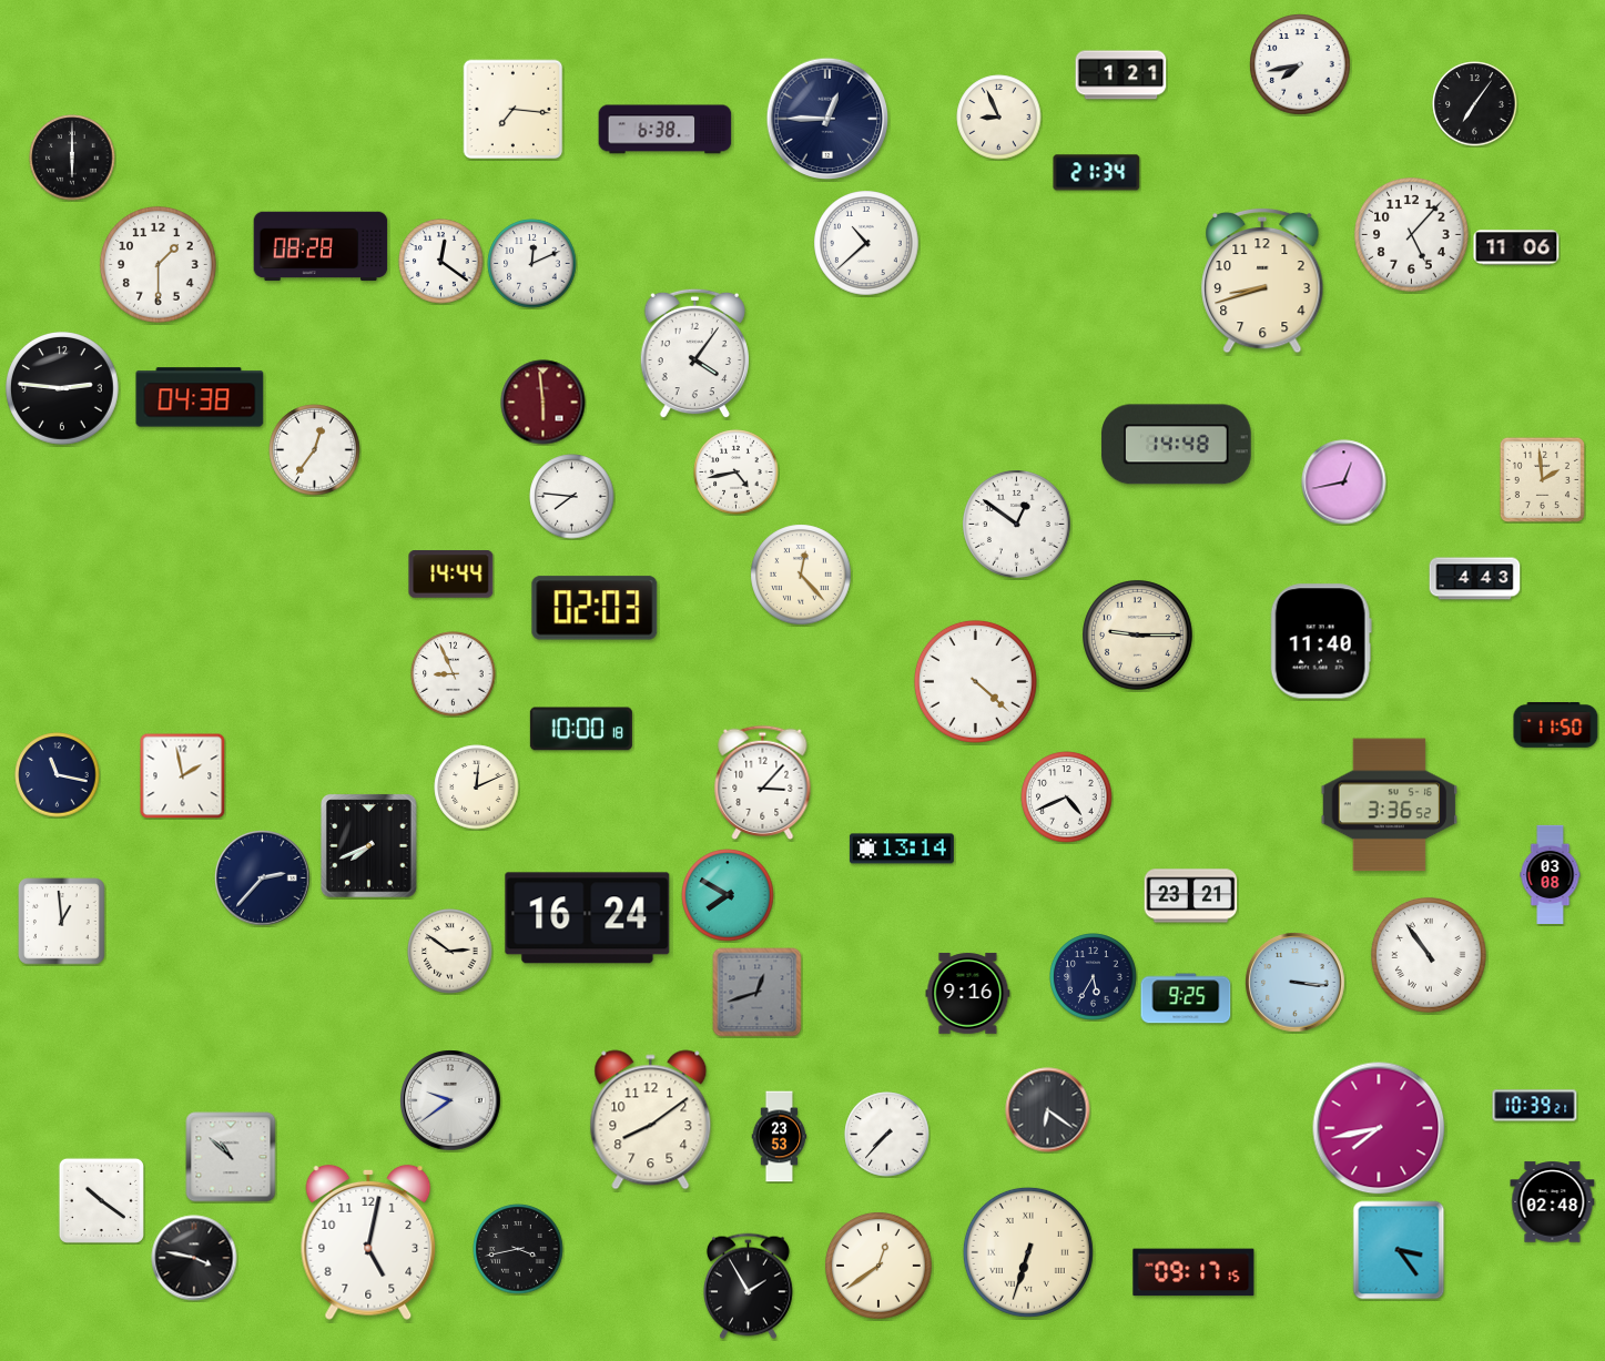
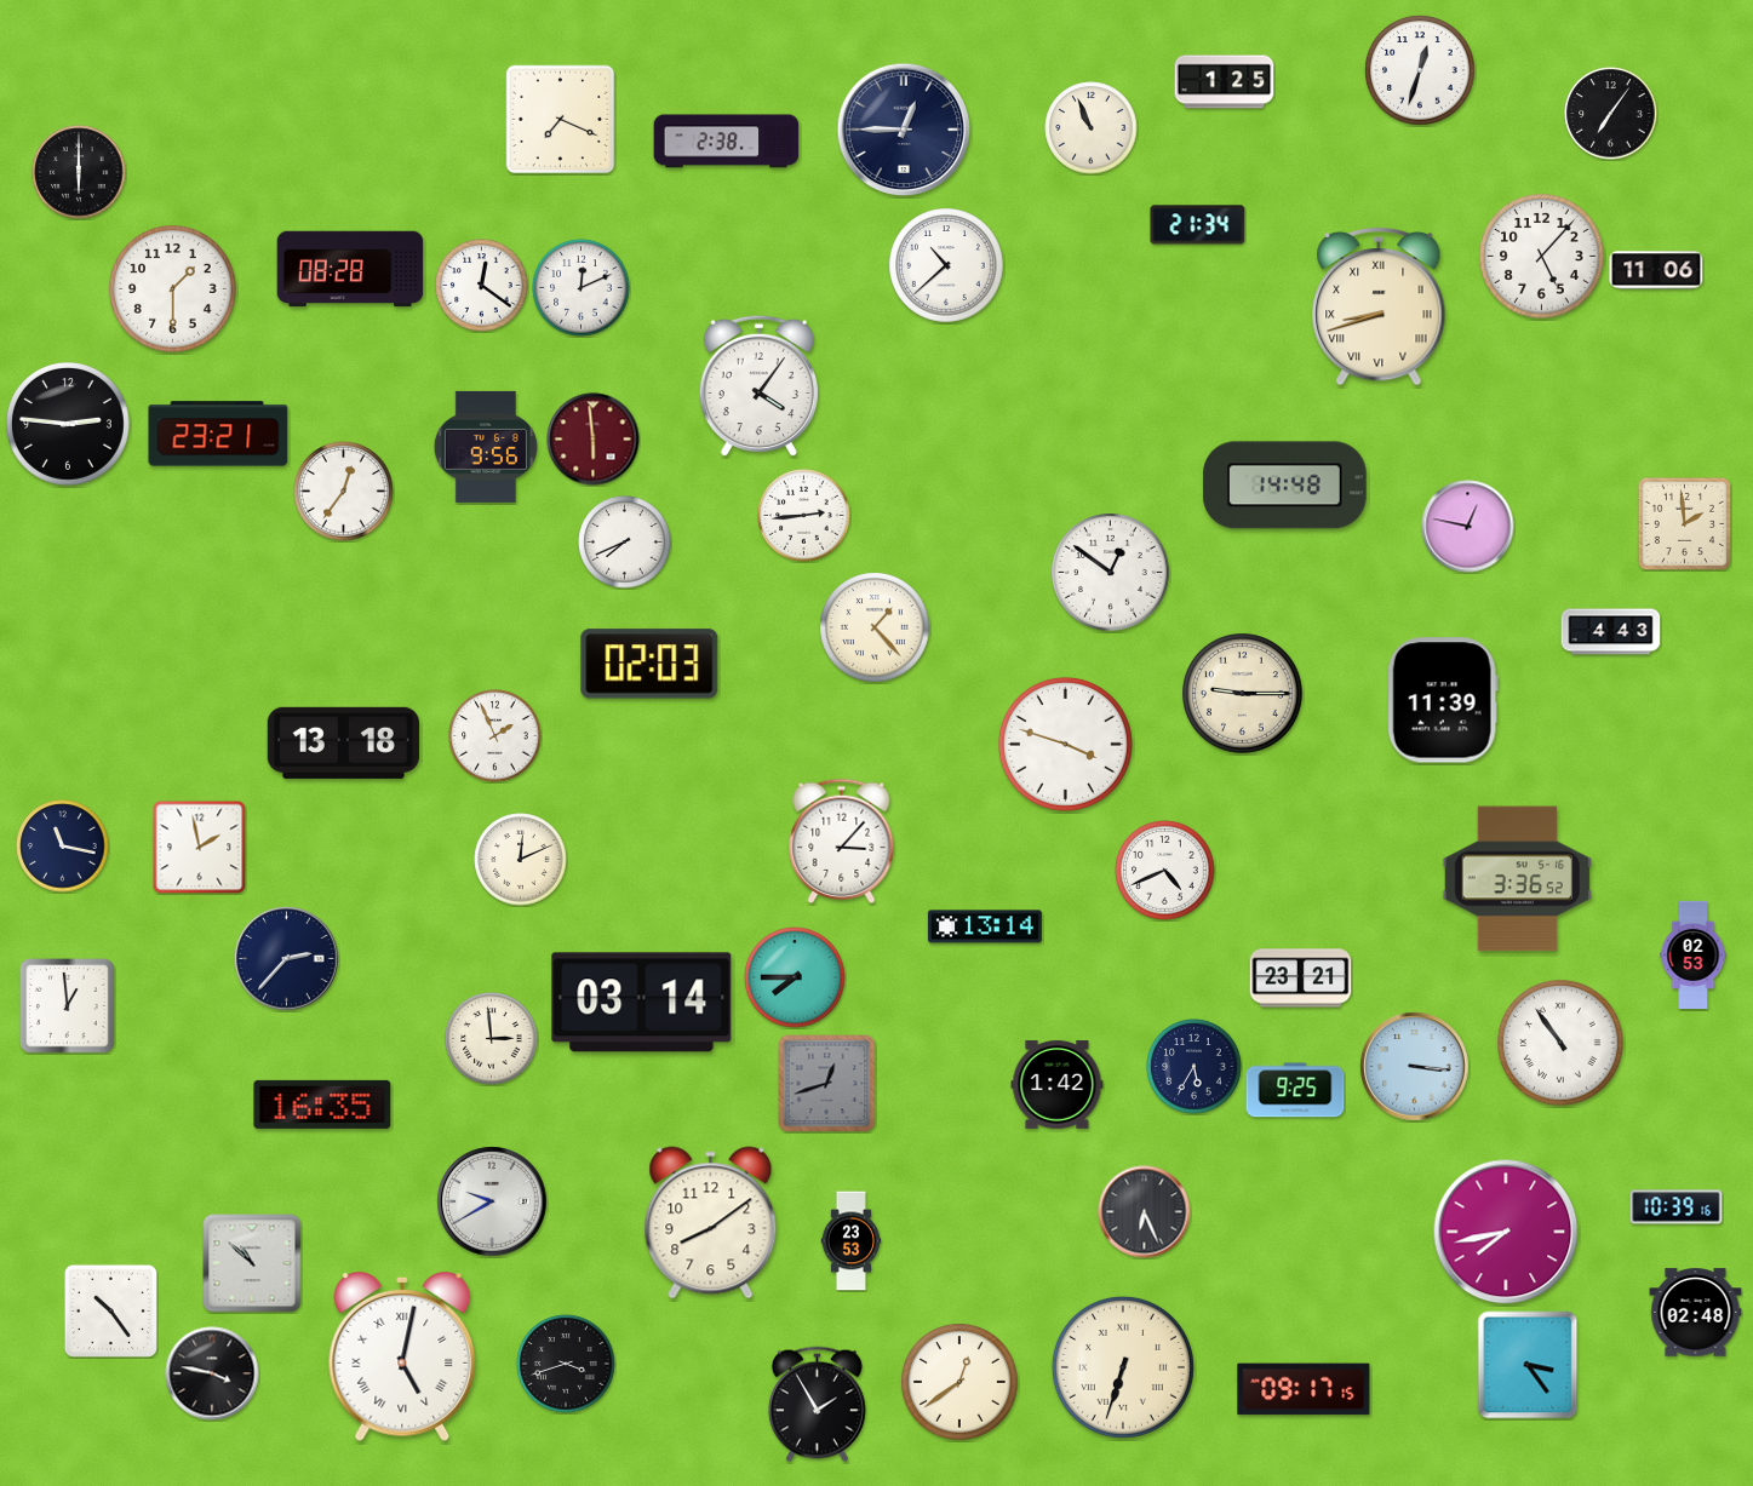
clock at (1300, 64): 7:43 -> 12:33
clock at (1121, 75): 1:21 -> 1:25
clock at (514, 110): 7:16 -> 7:19
clock at (999, 118): 8:56 -> 10:56
clock at (666, 130): 6:38 -> 2:38
clock at (1097, 173) position: (1097, 173) -> (1198, 225)
clock at (1262, 281) numerals: Arabic -> Roman
clock at (200, 397): 04:38 -> 23:21
clock at (486, 447): none -> 9:56
clock at (737, 473): 4:43 -> 2:44
clock at (1344, 483): 12:43 -> 12:47
clock at (572, 497): 7:46 -> 7:41
clock at (451, 575): 14:44 -> none
clock at (801, 575): 12:23 -> 1:23
clock at (1321, 641): 11:40 -> 11:39
clock at (454, 674): 8:56 -> 1:56
clock at (343, 742): none -> 13:18
clock at (975, 681): 4:22 -> 3:48
clock at (1556, 725): 11:50 -> none
clock at (581, 729): 10:00 -> none
clock at (763, 782) position: (763, 782) -> (842, 840)
clock at (369, 846): 7:41 -> none
clock at (1551, 874): 03:08 -> 02:53
clock at (728, 895): 7:50 -> 7:45
clock at (588, 918): 16:24 -> 03:14
clock at (450, 952): 2:51 -> 2:59
clock at (1296, 983) position: (1296, 983) -> (1415, 1067)
clock at (968, 994): 9:16 -> 1:42
clock at (322, 1105): none -> 16:35
clock at (450, 1100): 9:39 -> 9:40
clock at (1535, 1106): 10:39:21 -> 10:39:16
clock at (1048, 1110): 6:21 -> 6:26
clock at (887, 1135): 7:37 -> none
clock at (101, 1200): 10:21 -> 10:24
clock at (368, 1242) numerals: Arabic -> Roman
clock at (518, 1249): 3:43 -> 3:42
